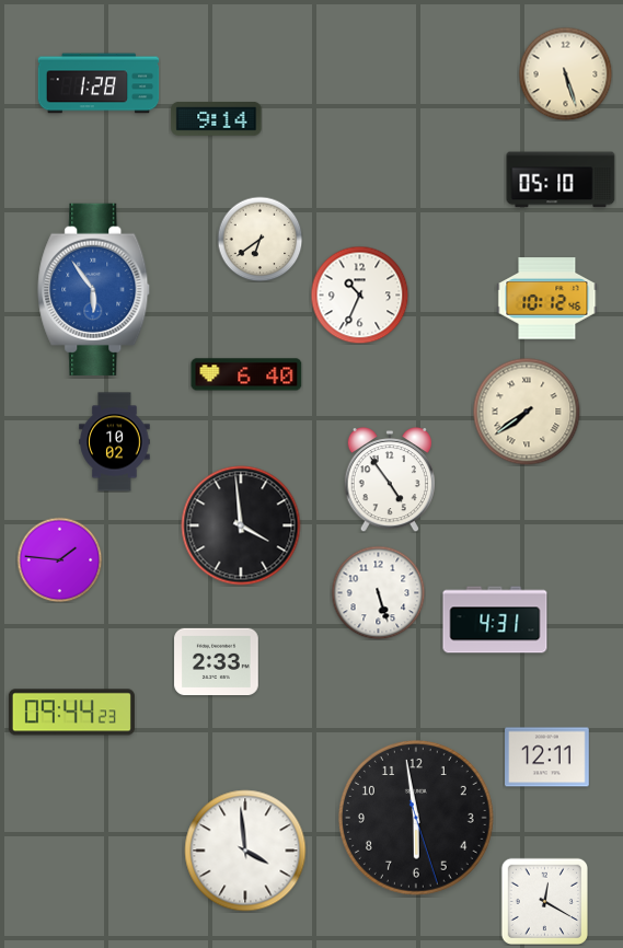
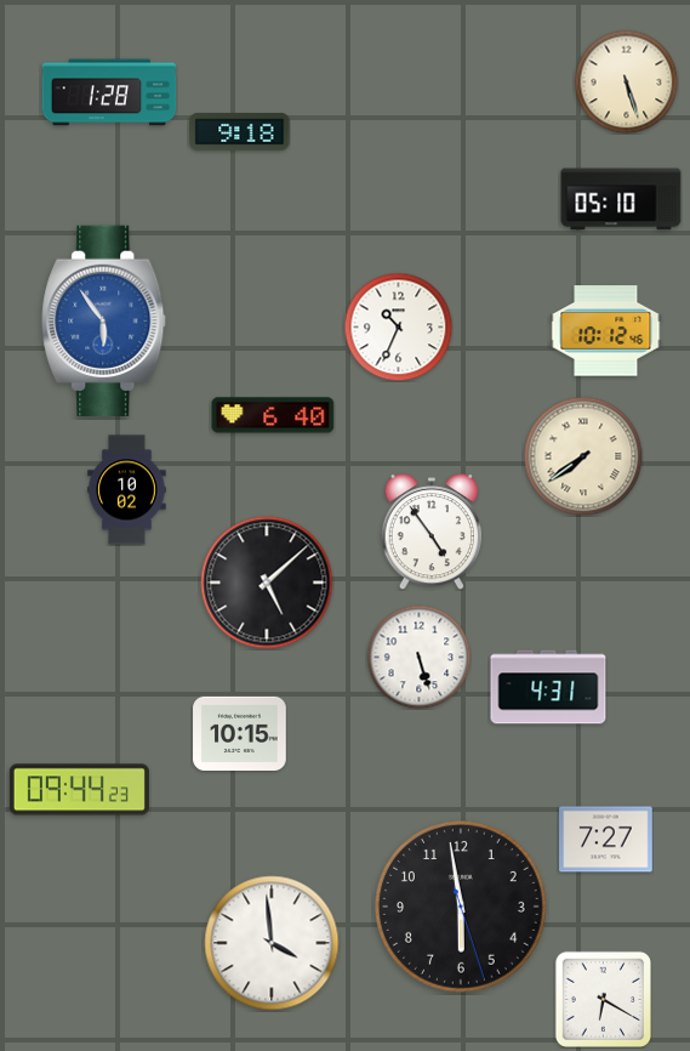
clock at (217, 119): 9:14 -> 9:18
clock at (259, 239): 6:39 -> none
clock at (241, 525): 3:59 -> 5:08
clock at (59, 559): 1:46 -> none
clock at (217, 661): 2:33 -> 10:15
clock at (547, 758): 12:11 -> 7:27
clock at (544, 901): 12:20 -> 6:20
